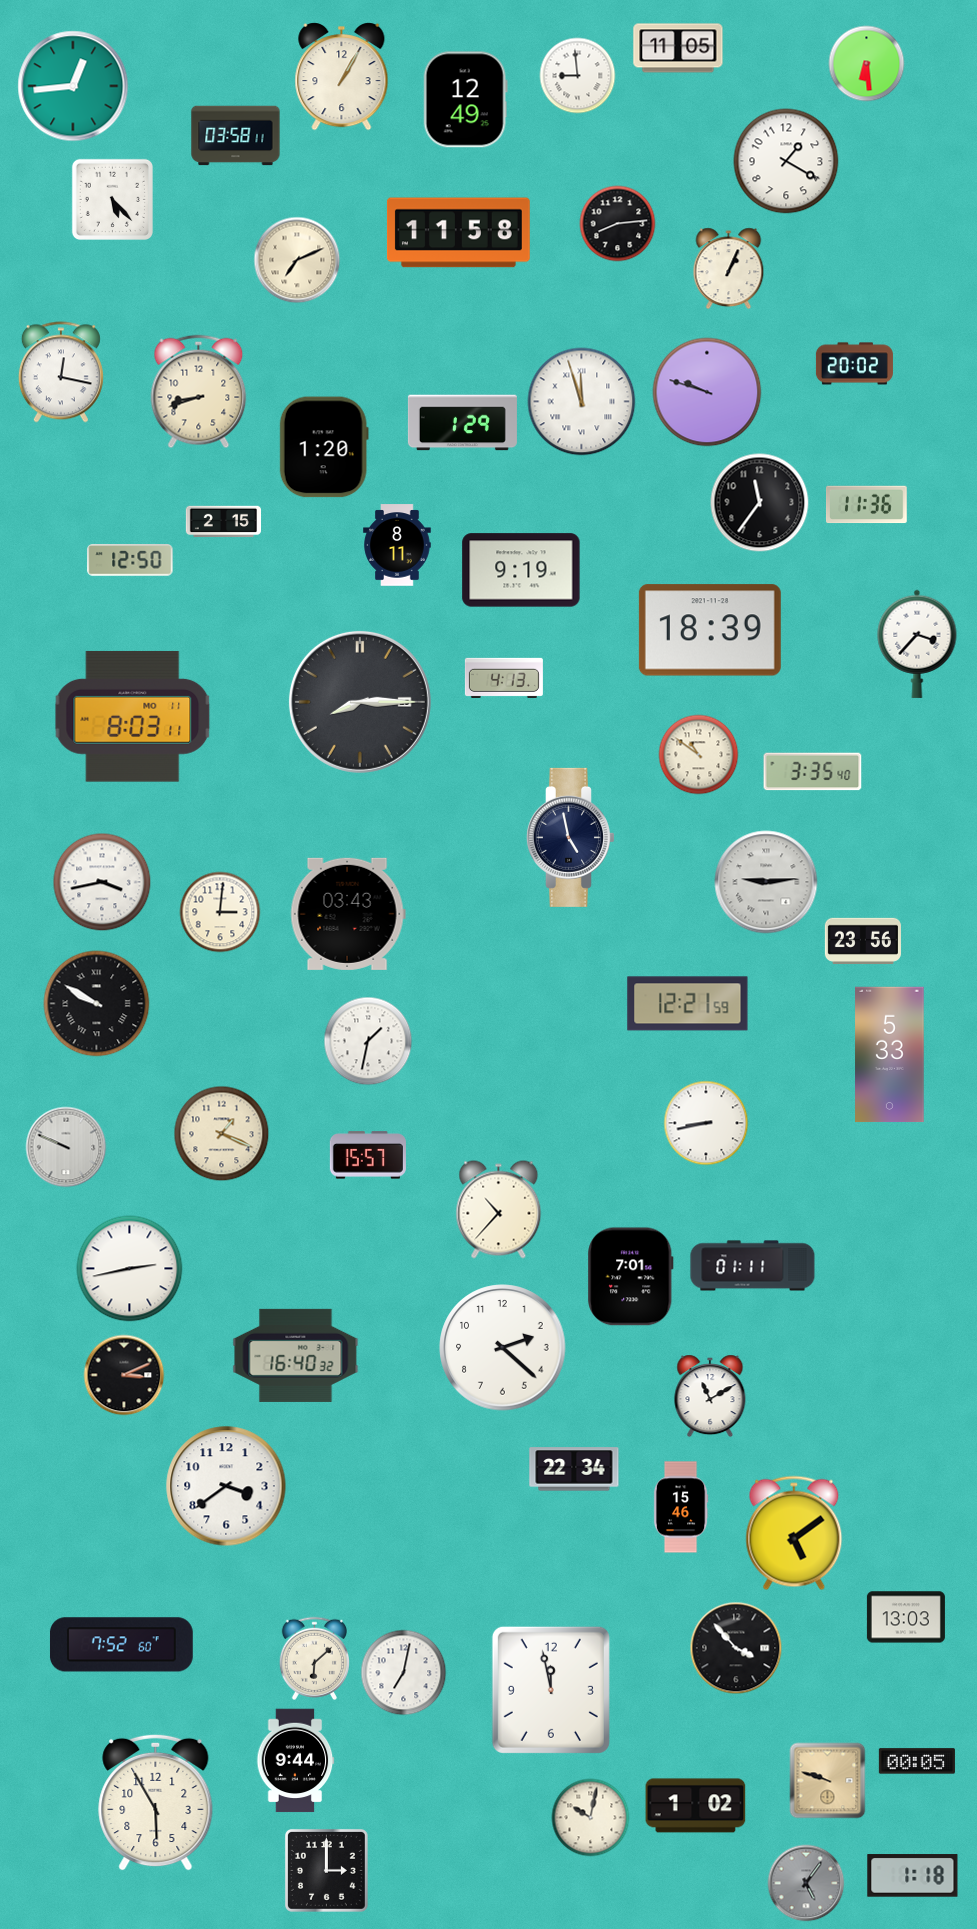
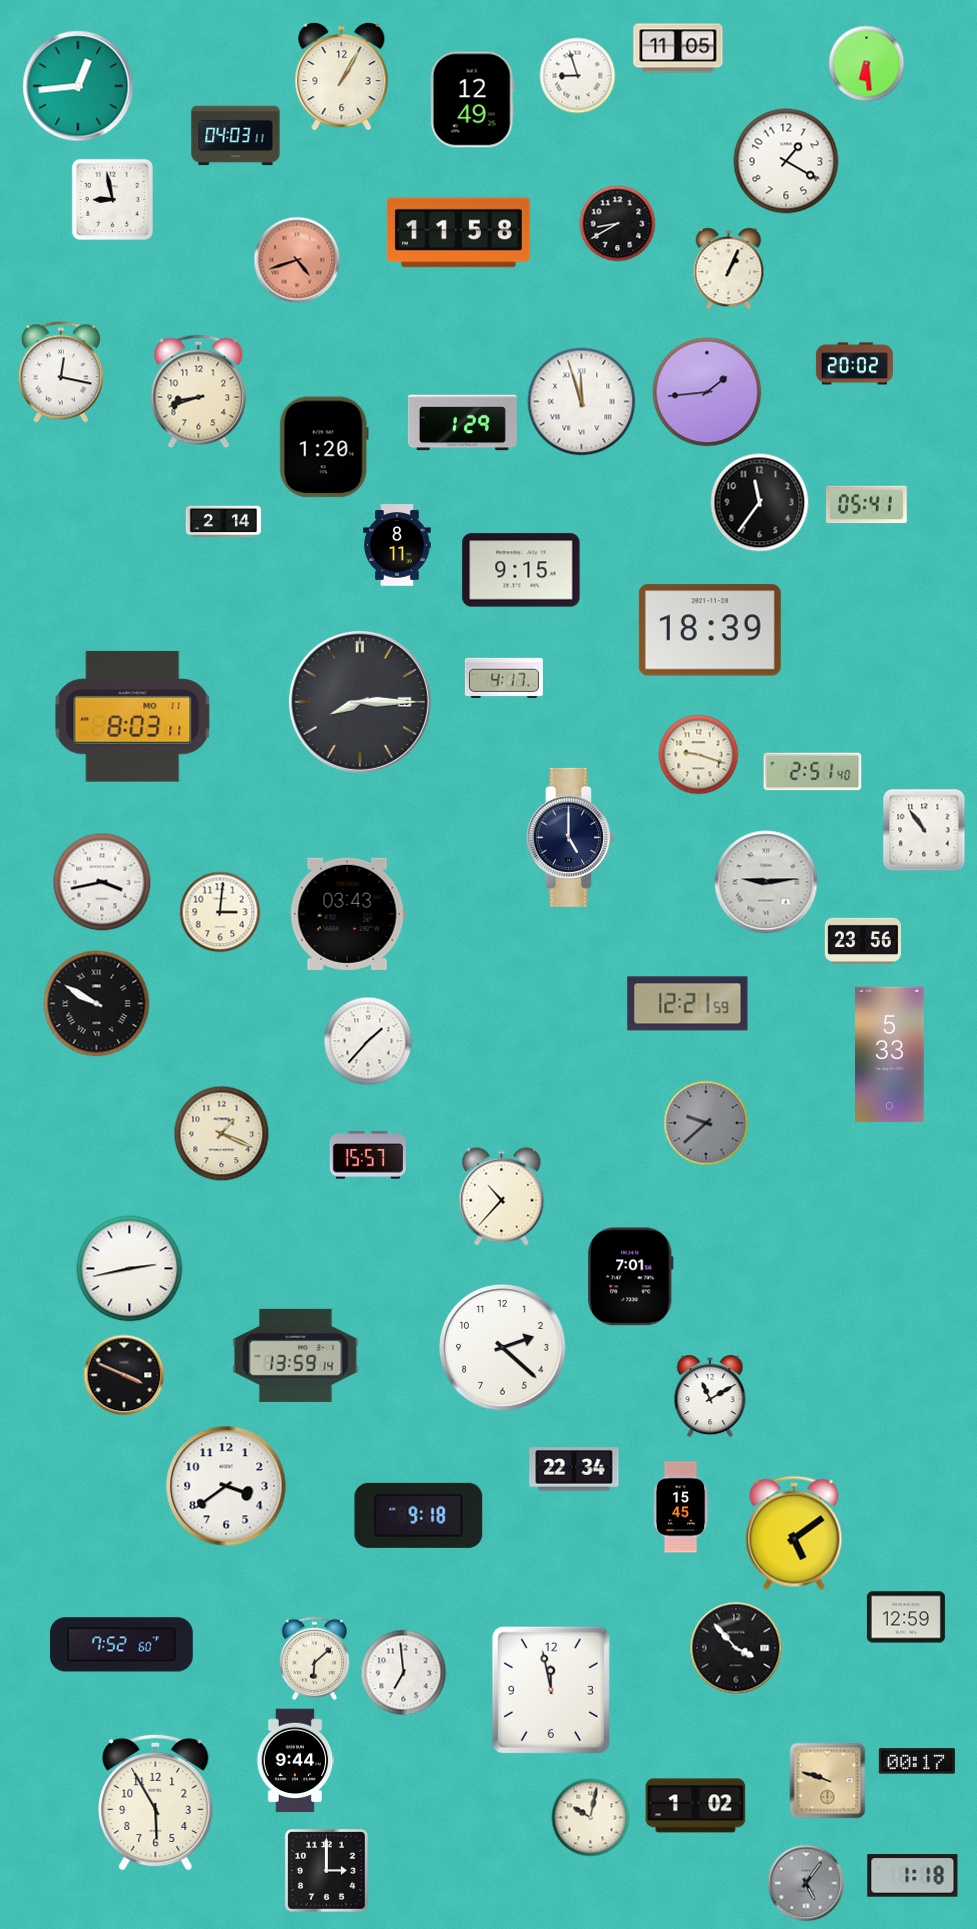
clock at (578, 76): 8:59 -> 8:57
clock at (73, 86) position: (73, 86) -> (78, 86)
clock at (465, 100) position: (465, 100) -> (472, 100)
clock at (236, 136): 03:58 -> 04:03
clock at (112, 199): 5:23 -> 8:58
clock at (618, 224): 8:14 -> 8:40
clock at (297, 260): 7:11 -> 4:42
clock at (297, 260) dial: cream -> salmon
clock at (707, 392): 9:48 -> 1:44
clock at (867, 505): 11:36 -> 05:41
clock at (223, 522): 2:15 -> 2:14
clock at (130, 560): 12:50 -> none
clock at (521, 570): 9:19 -> 9:15
clock at (917, 644): 3:37 -> none
clock at (504, 678): 4:13 -> 4:17
clock at (699, 755): 10:51 -> 9:18
clock at (813, 772): 3:35 -> 2:51
clock at (924, 830): none -> 10:54
clock at (570, 837): 4:58 -> 5:00
clock at (368, 1041): 1:32 -> 1:37
clock at (706, 1123): 8:43 -> 9:38
clock at (706, 1123) dial: white -> grey
clock at (66, 1147): 9:49 -> none
clock at (499, 1210) position: (499, 1210) -> (502, 1197)
clock at (753, 1266): 01:11 -> none
clock at (296, 1355): 16:40 -> 13:59
clock at (124, 1375): 3:11 -> 3:49
clock at (681, 1507): 15:46 -> 15:45
clock at (419, 1515): none -> 9:18
clock at (906, 1617): 13:03 -> 12:59
clock at (404, 1673): 7:02 -> 6:59
clock at (917, 1761): 00:05 -> 00:17
